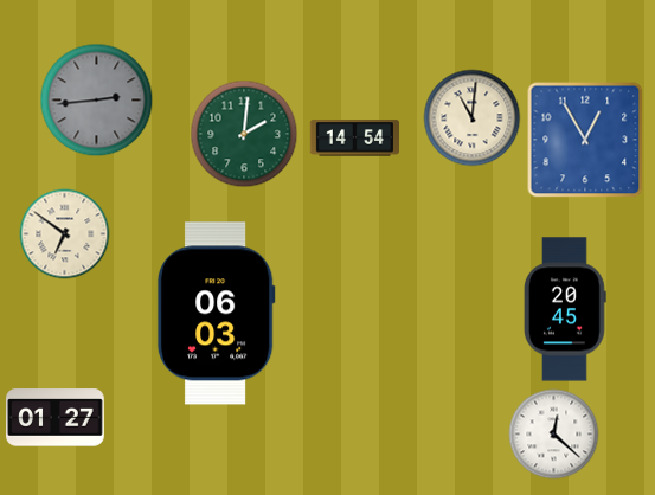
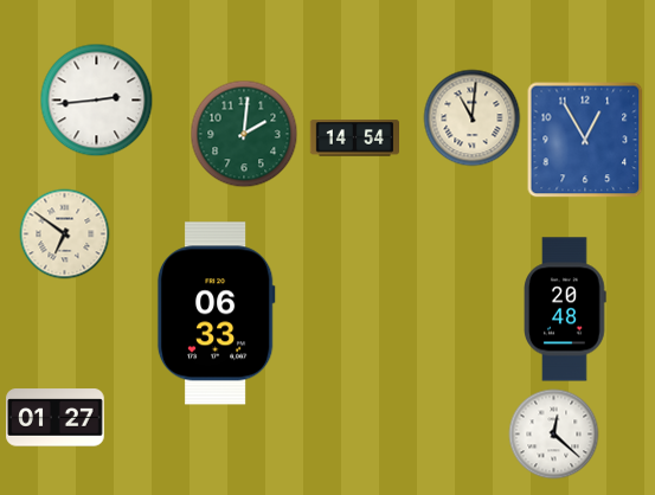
clock at (97, 101) dial: grey -> white
clock at (566, 309): 20:45 -> 20:48
clock at (216, 314): 06:03 -> 06:33
